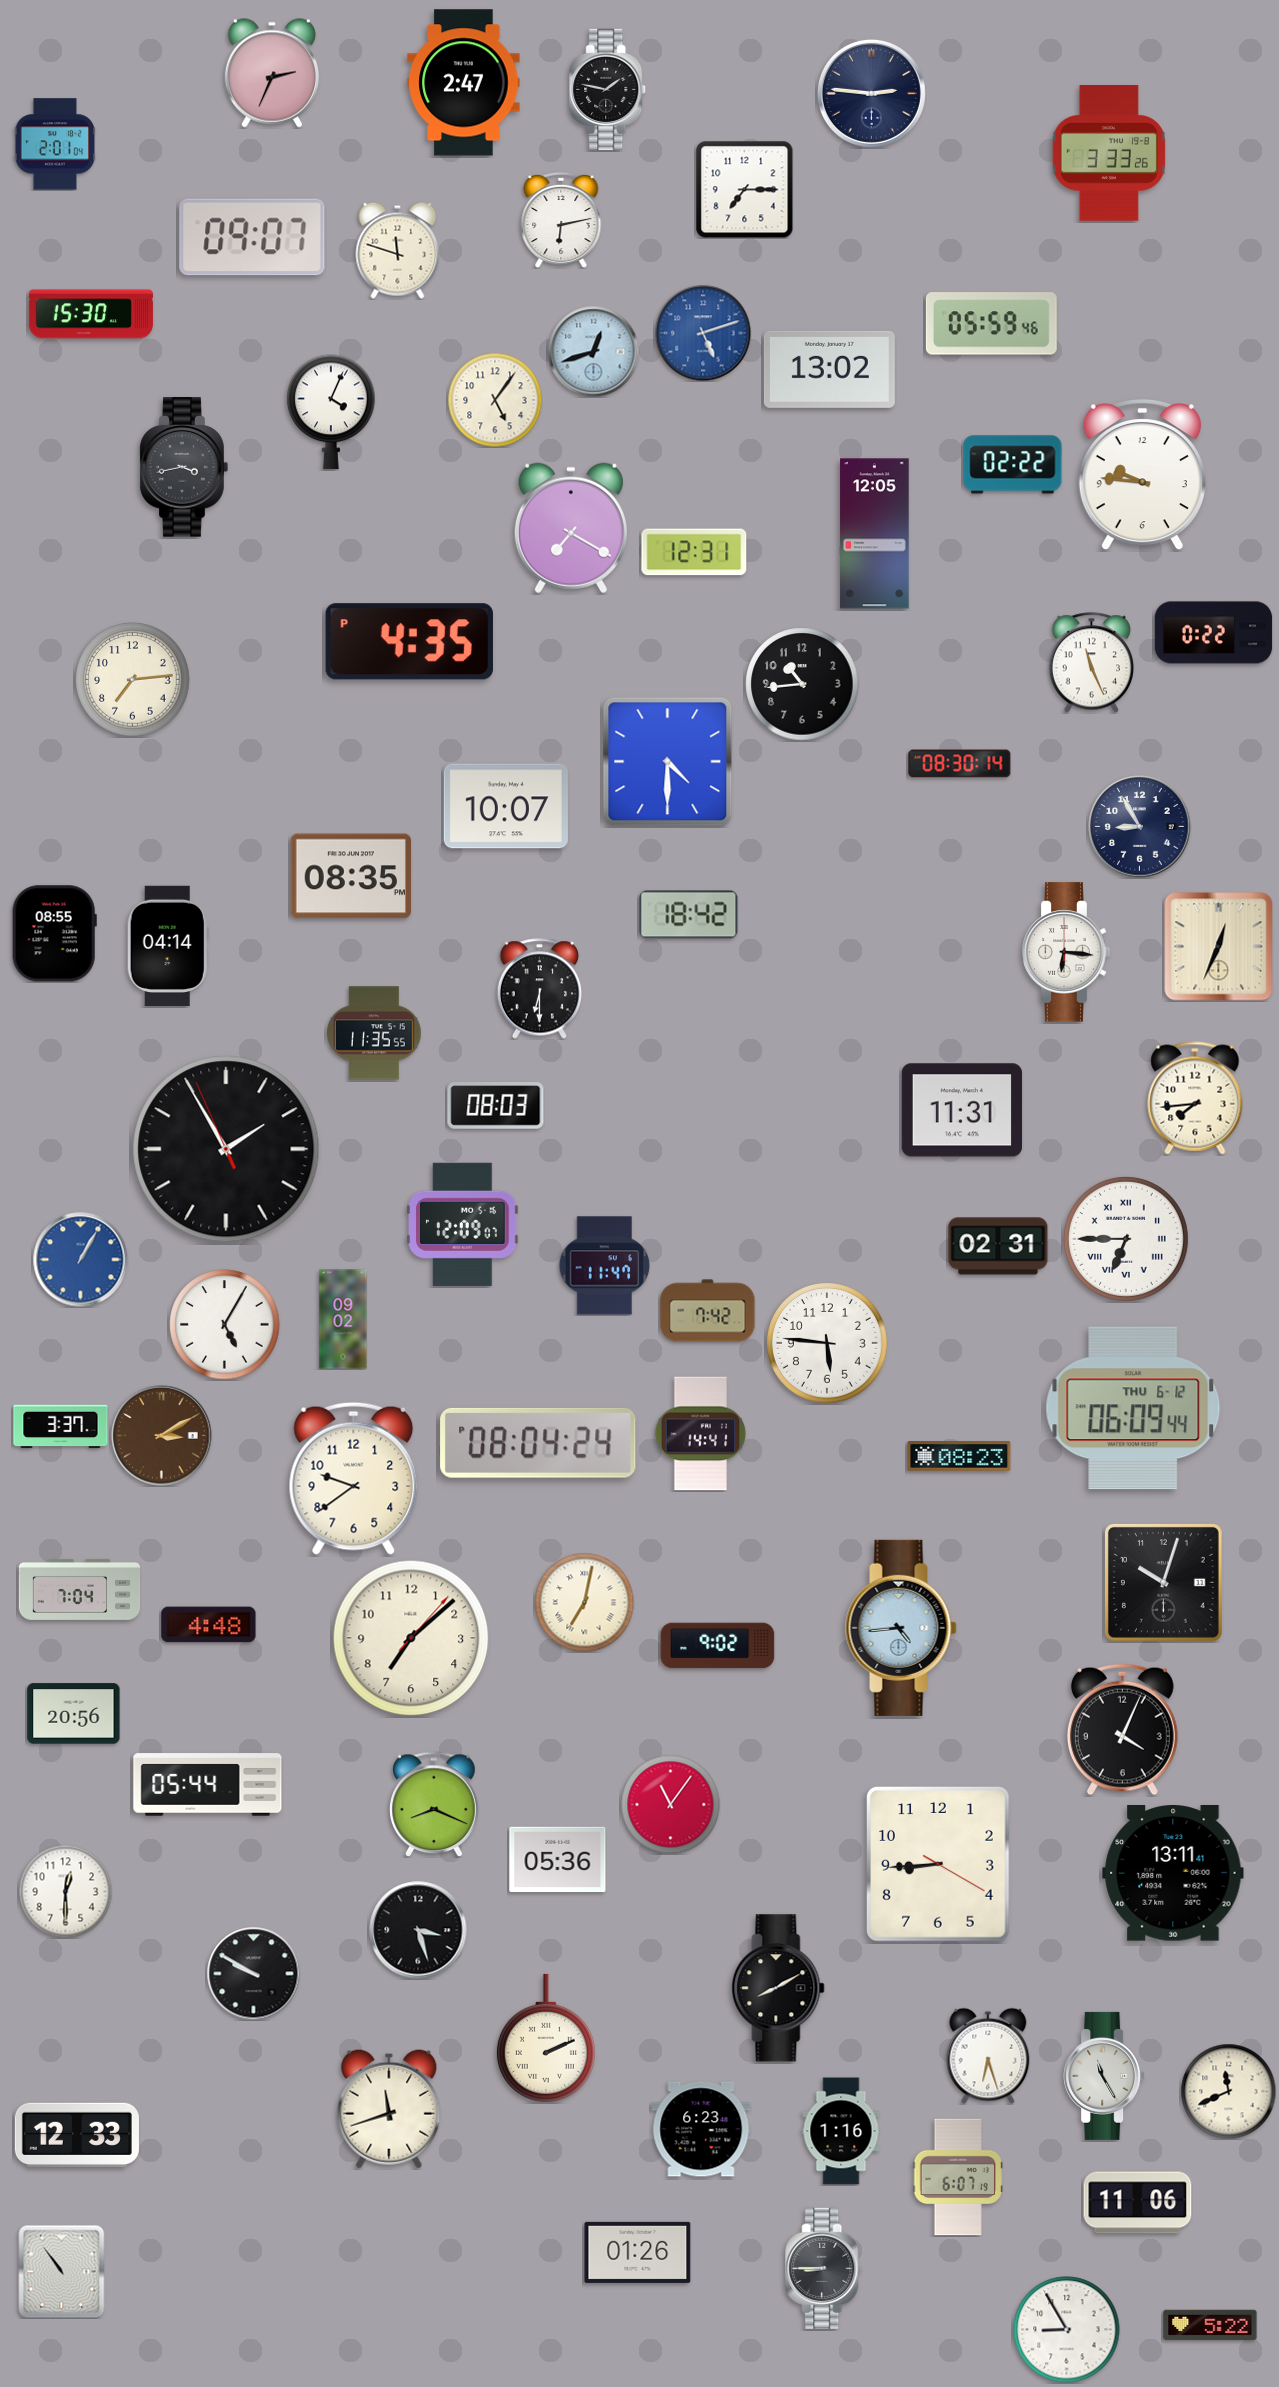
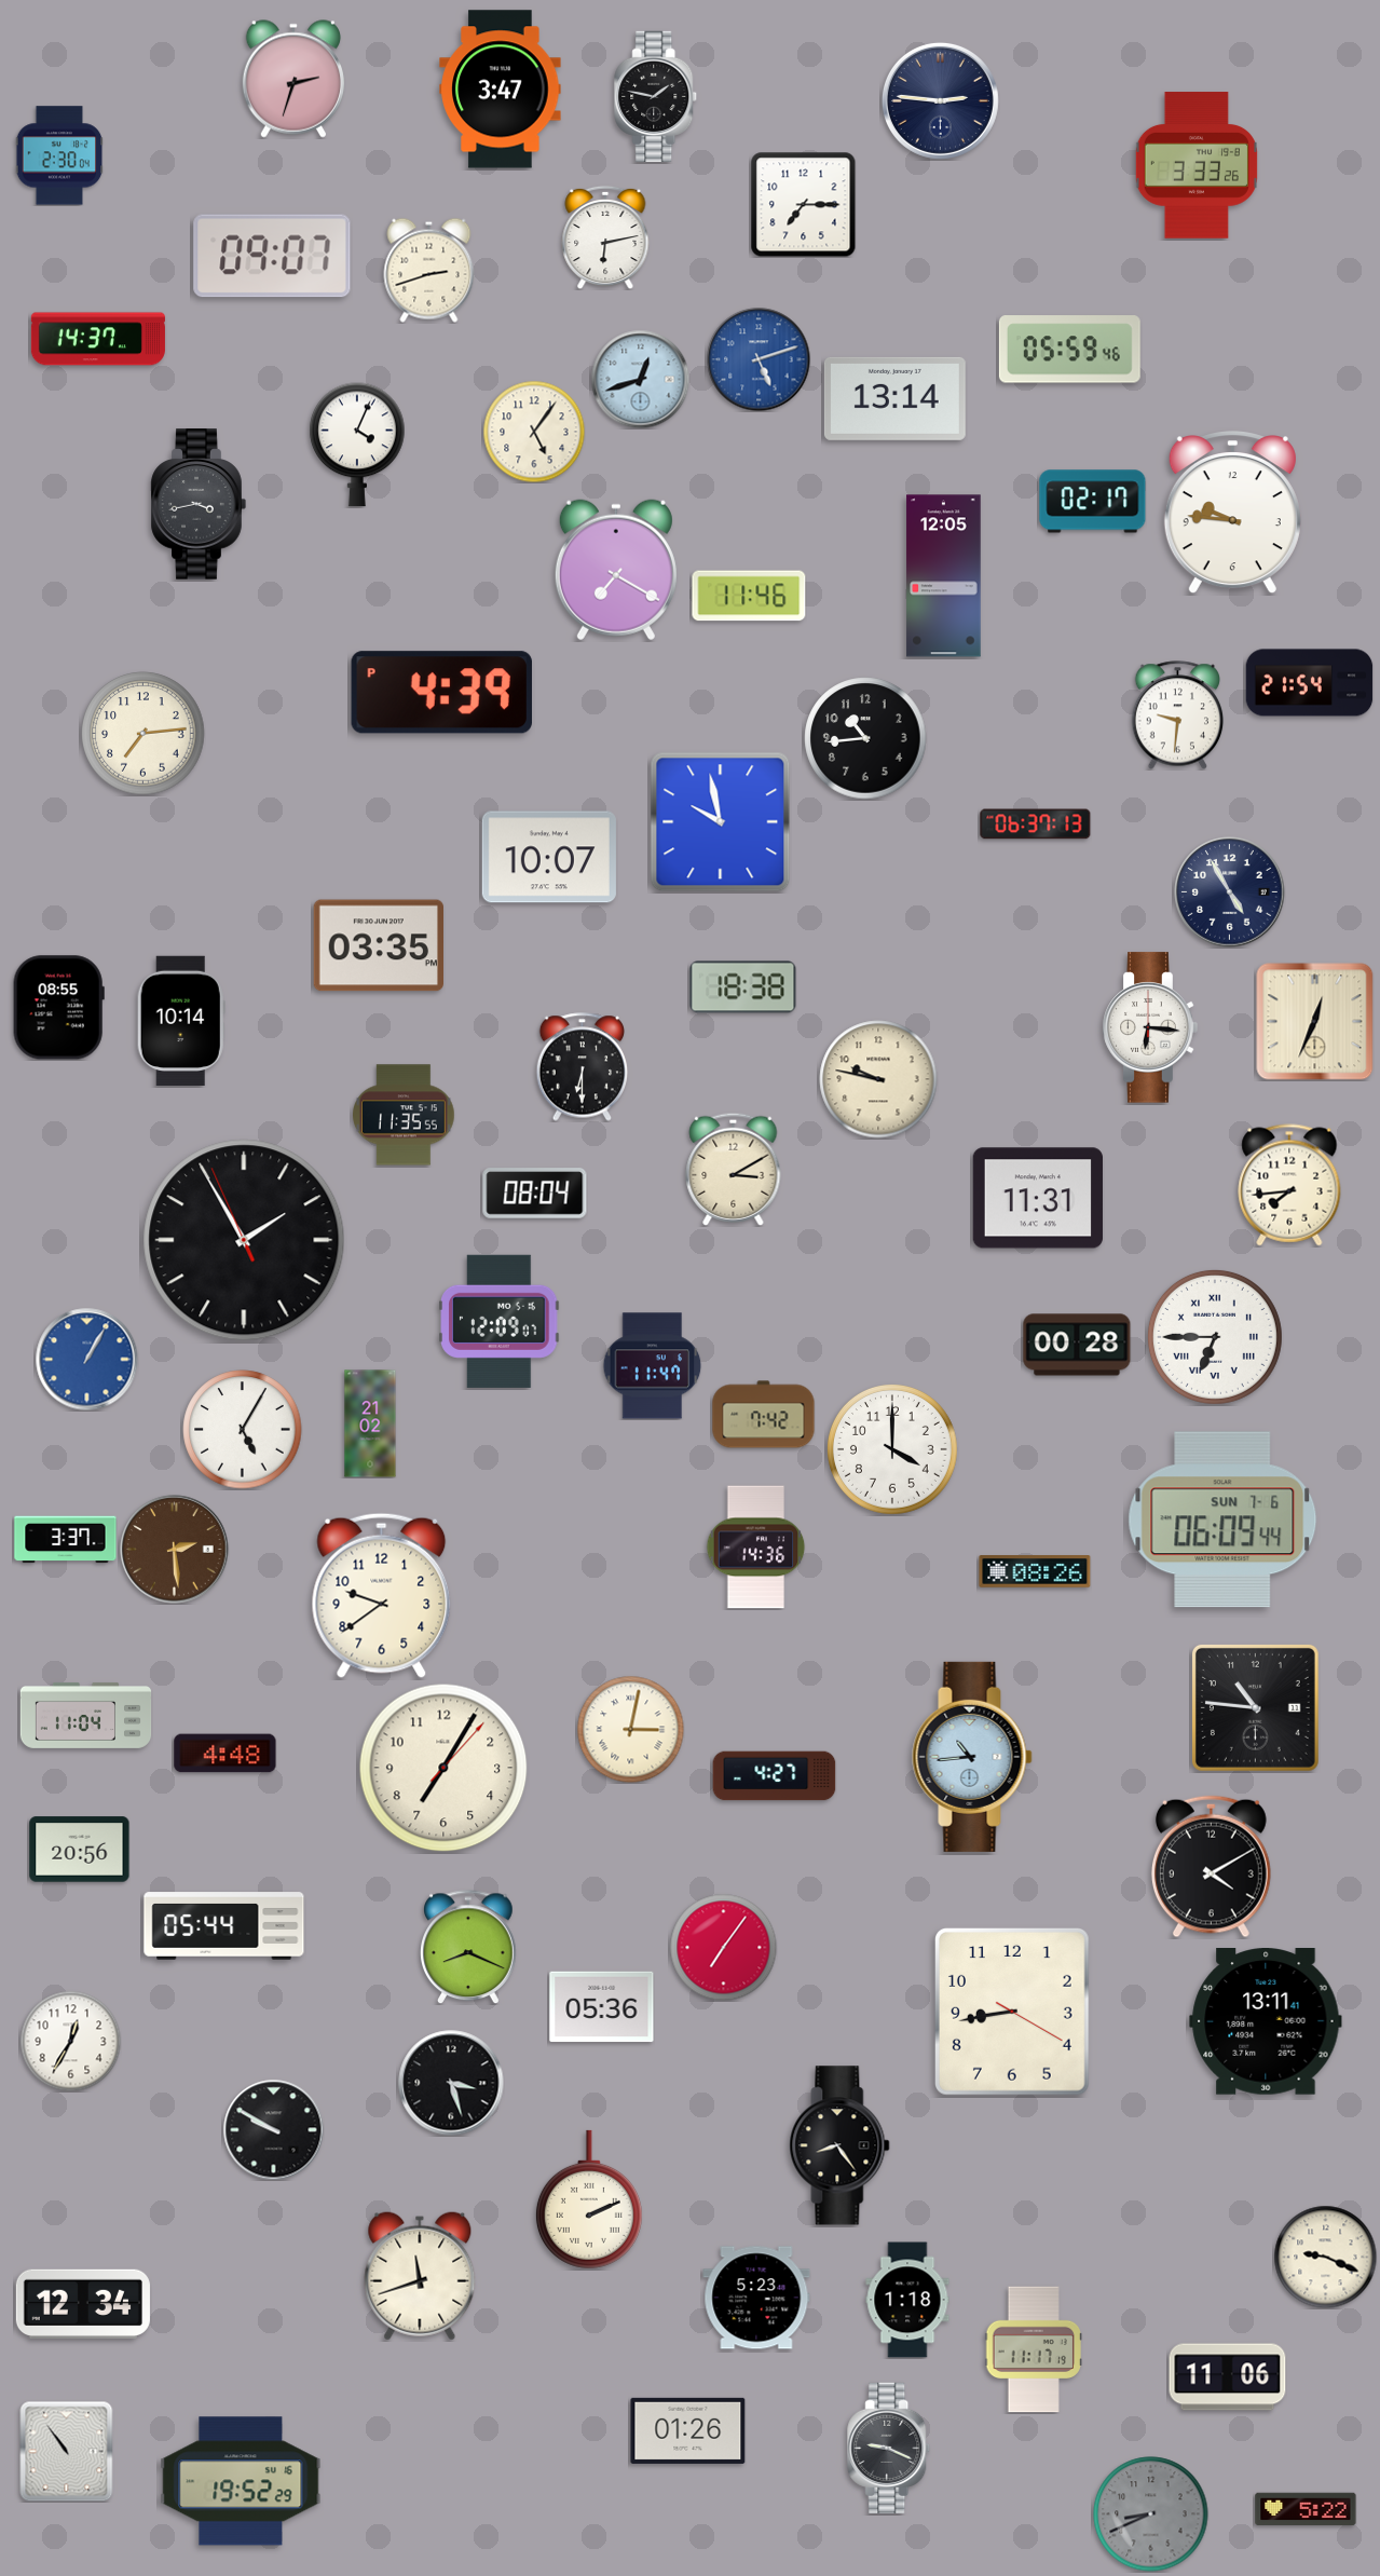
clock at (272, 73): 2:34 -> 2:33
clock at (464, 83): 2:47 -> 3:47
clock at (55, 144): 2:01 -> 2:30
clock at (398, 250): 11:48 -> 2:42
clock at (91, 314): 15:30 -> 14:37
clock at (829, 369): 13:02 -> 13:14
clock at (1013, 465): 02:22 -> 02:17
clock at (694, 552): 12:31 -> 11:46
clock at (1214, 633): 0:22 -> 21:54
clock at (409, 642): 4:35 -> 4:39
clock at (1092, 663): 11:26 -> 9:31
clock at (668, 762): 4:30 -> 9:58
clock at (960, 764): 08:30 -> 06:37
clock at (506, 806) position: (506, 806) -> (549, 857)
clock at (1140, 827): 8:55 -> 4:55
clock at (350, 876): 08:35 -> 03:35
clock at (689, 915): 18:42 -> 18:38
clock at (168, 945): 04:14 -> 10:14
clock at (878, 1079): none -> 9:47
clock at (734, 1169): none -> 3:10
clock at (496, 1106): 08:03 -> 08:04
clock at (998, 1246): 02:31 -> 00:28
clock at (343, 1319): 09:02 -> 21:02
clock at (828, 1344): 5:46 -> 4:00
clock at (1133, 1408) date: THU 6-12 -> SUN 7-6
clock at (701, 1434): 14:41 -> 14:36
clock at (162, 1436): 3:10 -> 2:29
clock at (538, 1443): 08:04 -> none
clock at (959, 1456): 08:23 -> 08:26
clock at (1163, 1582): 10:03 -> 10:46
clock at (80, 1589): 7:04 -> 11:04
clock at (585, 1603): 7:02 -> 3:02
clock at (901, 1628): 4:44 -> 10:44
clock at (411, 1638): 7:08 -> 7:05
clock at (718, 1646): 9:02 -> 4:27
clock at (1122, 1730): 4:04 -> 4:10
clock at (671, 1805): 11:06 -> 7:06
clock at (938, 1865): 8:44 -> 8:43
clock at (65, 1891): 12:30 -> 12:35
clock at (778, 1988): 8:10 -> 8:24
clock at (988, 2056): 6:27 -> none
clock at (1104, 2076): 11:25 -> none
clock at (1228, 2091): 11:41 -> 9:19
clock at (701, 2129): 6:23 -> 5:23
clock at (841, 2131): 1:16 -> 1:18
clock at (77, 2134): 12:33 -> 12:34
clock at (957, 2177): 6:07 -> 11:17
clock at (824, 2268): 8:45 -> 9:19
clock at (241, 2481): none -> 19:52
clock at (1067, 2330): 8:55 -> 8:41
clock at (1067, 2330) dial: white -> grey
